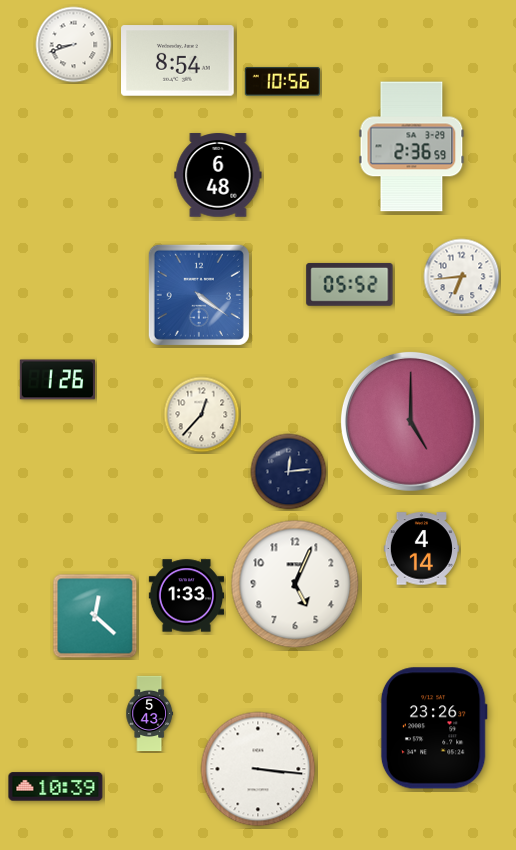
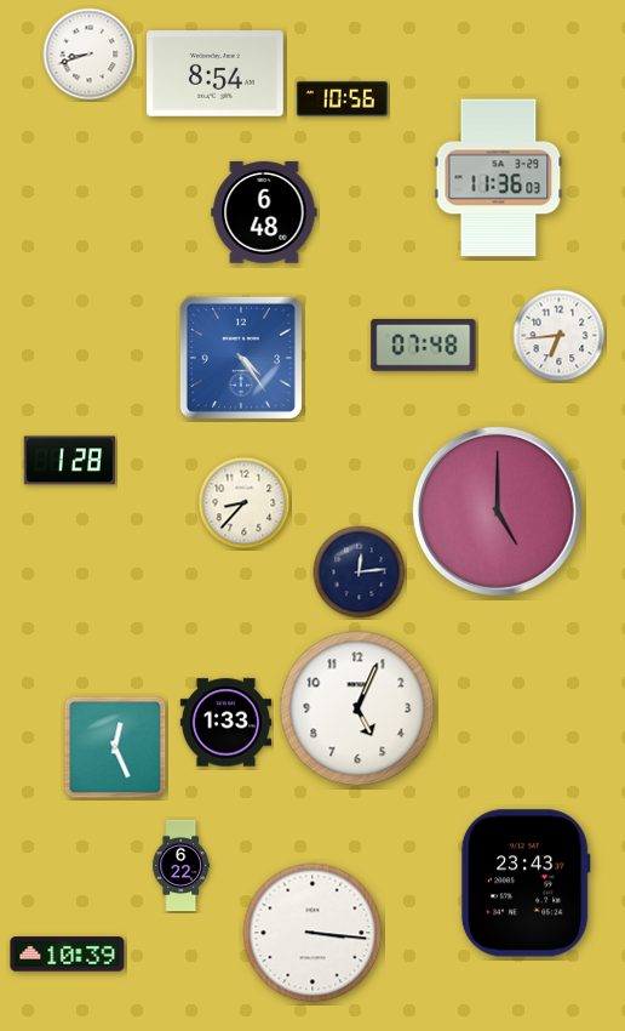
clock at (412, 147): 2:36 -> 11:36
clock at (350, 284): 05:52 -> 07:48
clock at (199, 295): 4:21 -> 4:24
clock at (57, 380): 1:26 -> 1:28
clock at (202, 415): 12:37 -> 8:37
clock at (289, 472) position: (289, 472) -> (360, 573)
clock at (421, 549): 4:14 -> none
clock at (95, 616): 12:22 -> 12:26
clock at (150, 714): 5:43 -> 6:22
clock at (434, 728): 23:26 -> 23:43
